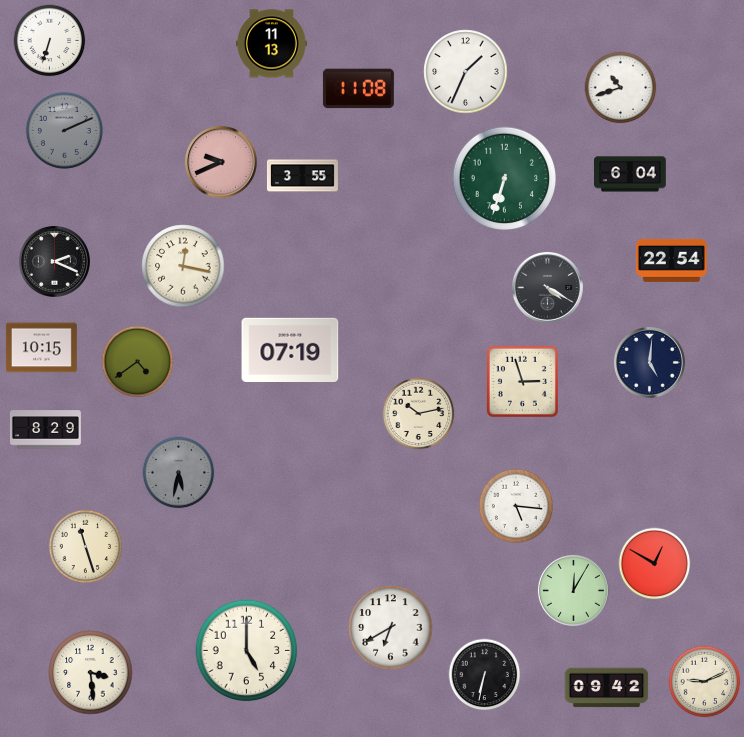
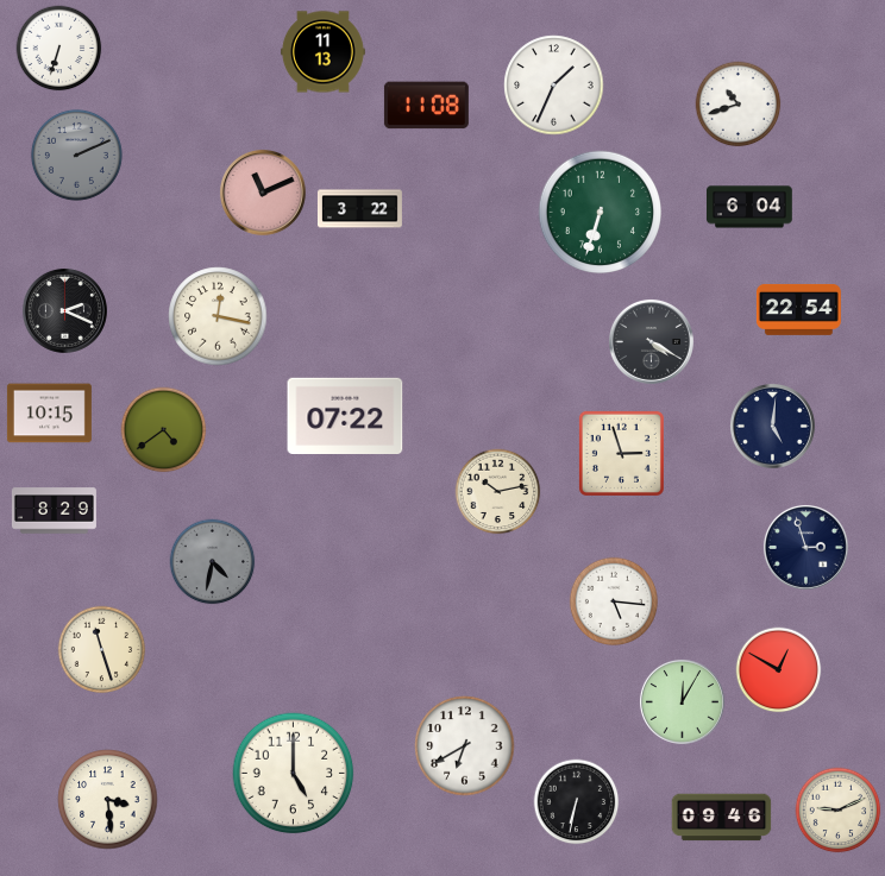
clock at (221, 162): 9:41 -> 11:11
clock at (302, 176): 3:55 -> 3:22
clock at (290, 349): 07:19 -> 07:22
clock at (649, 362) position: (649, 362) -> (772, 426)
clock at (805, 547): none -> 2:57
clock at (179, 473): 5:32 -> 4:32
clock at (607, 688): 09:42 -> 09:46
